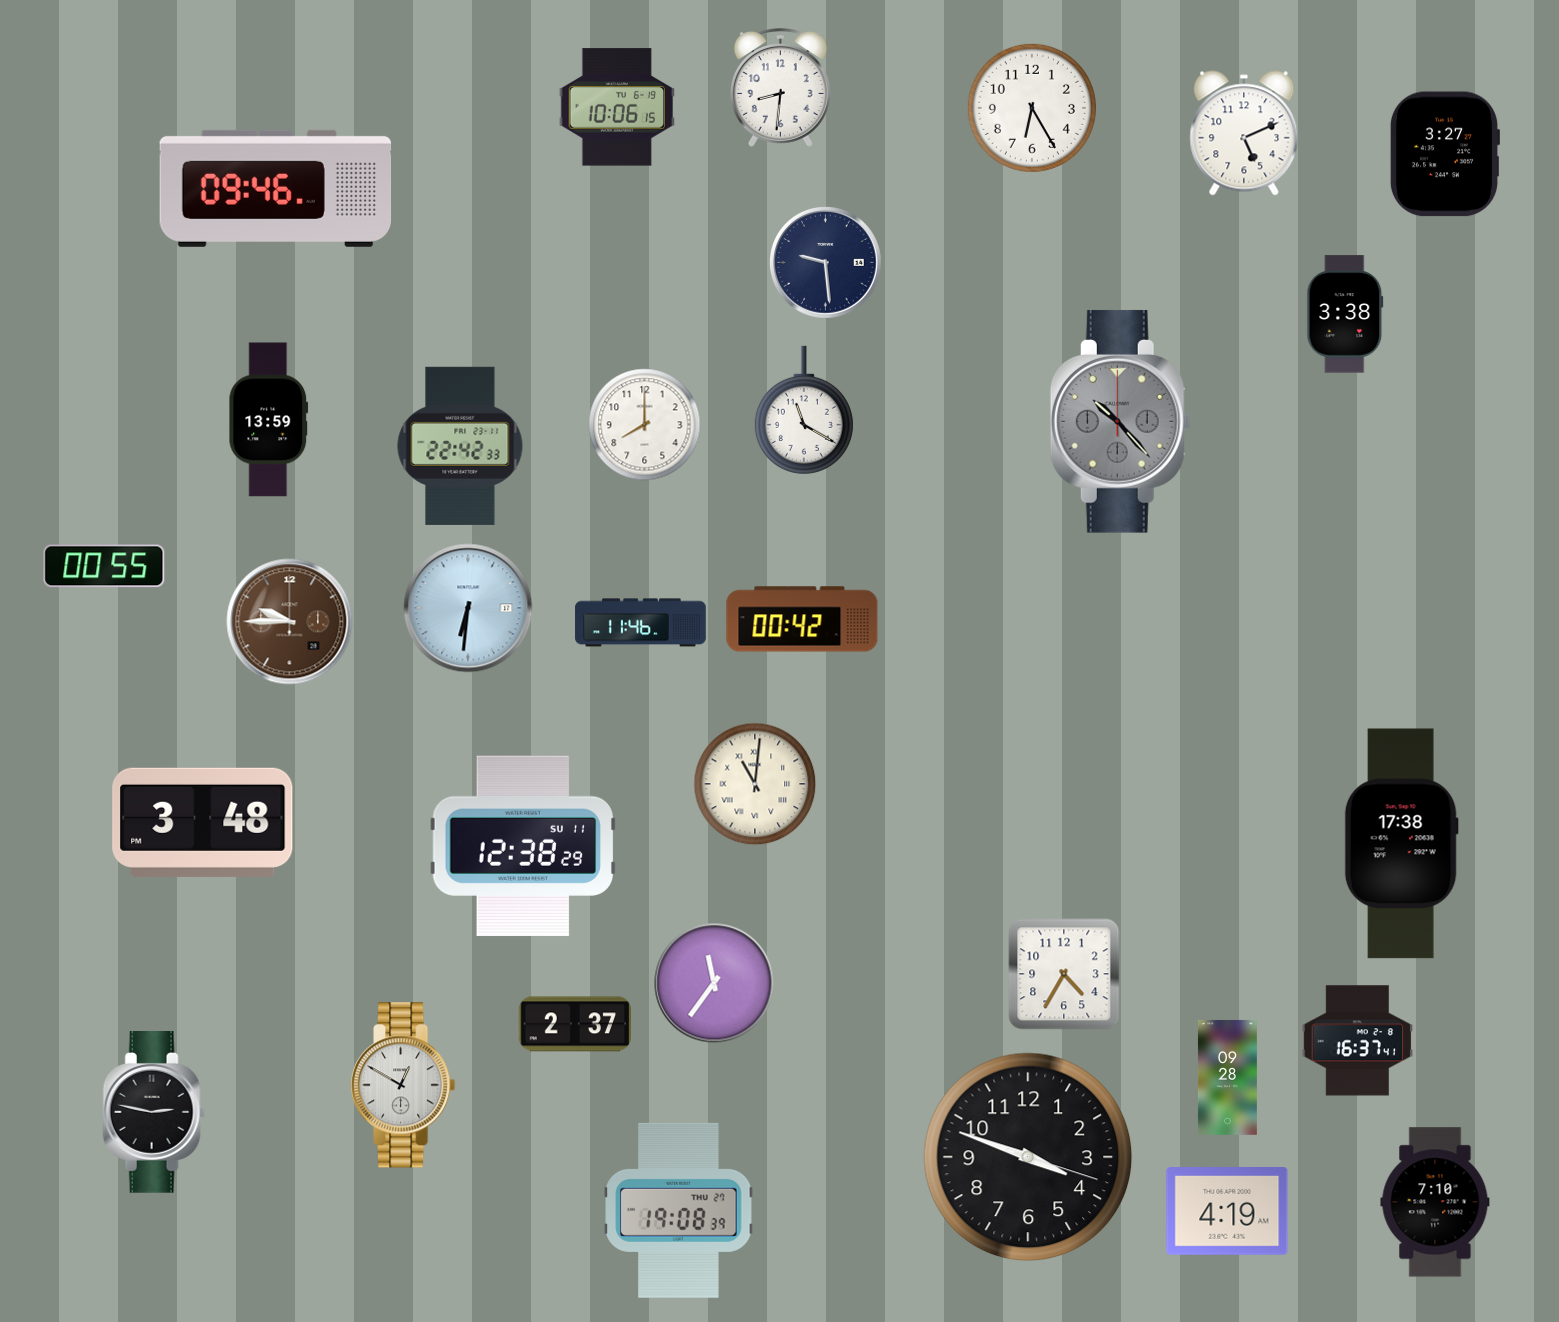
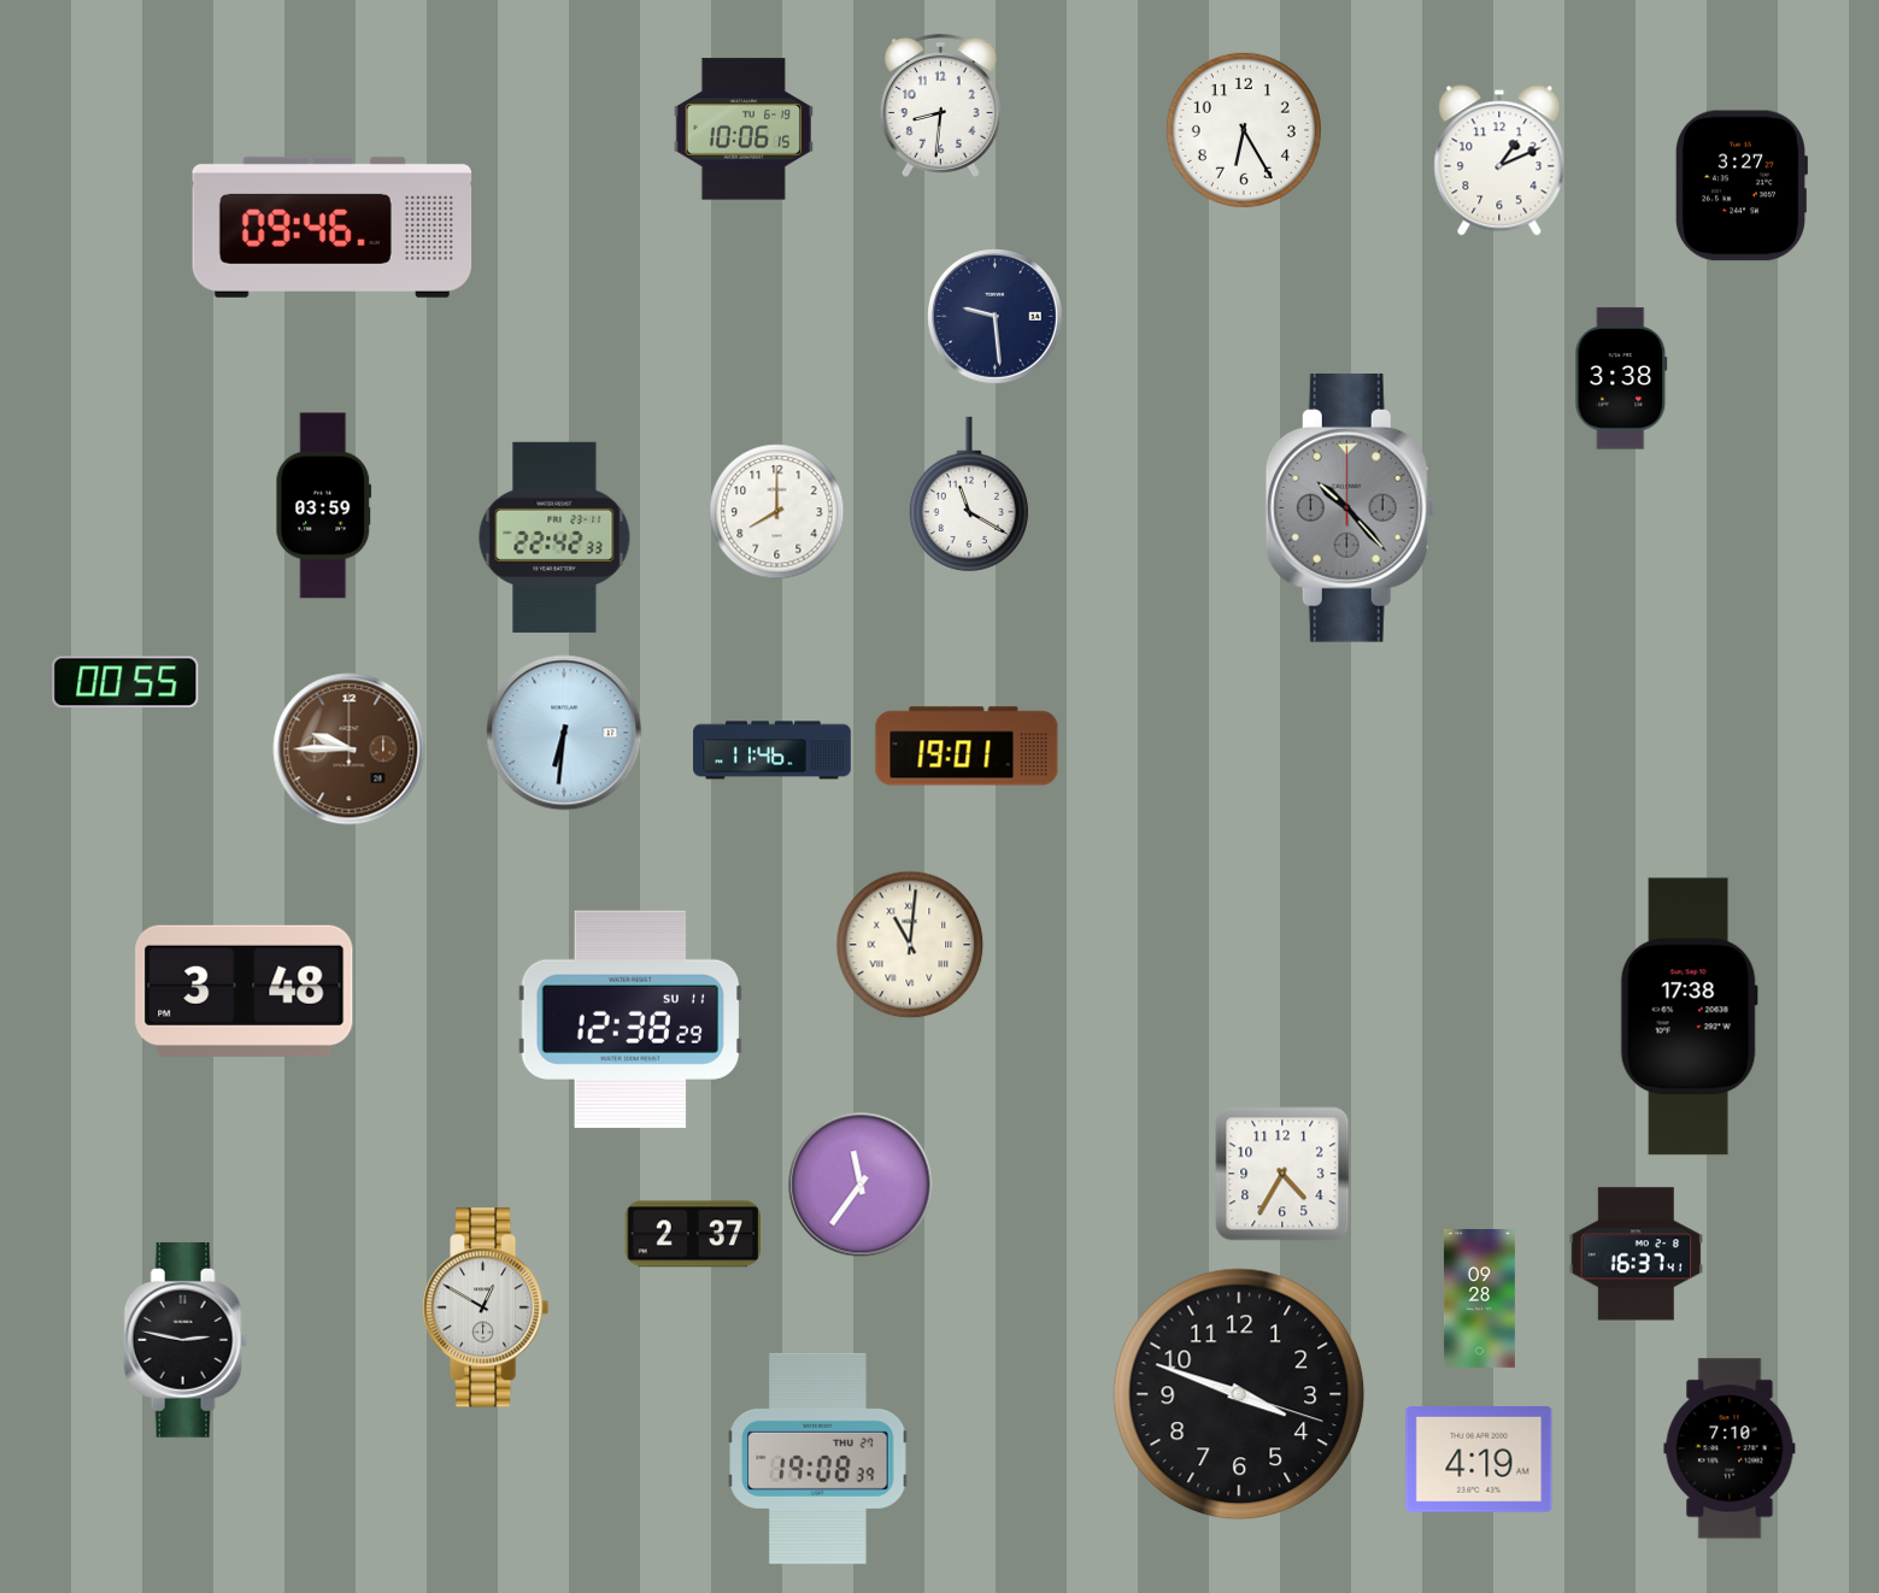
clock at (1244, 133): 5:11 -> 1:11
clock at (269, 420): 13:59 -> 03:59
clock at (802, 619): 00:42 -> 19:01
